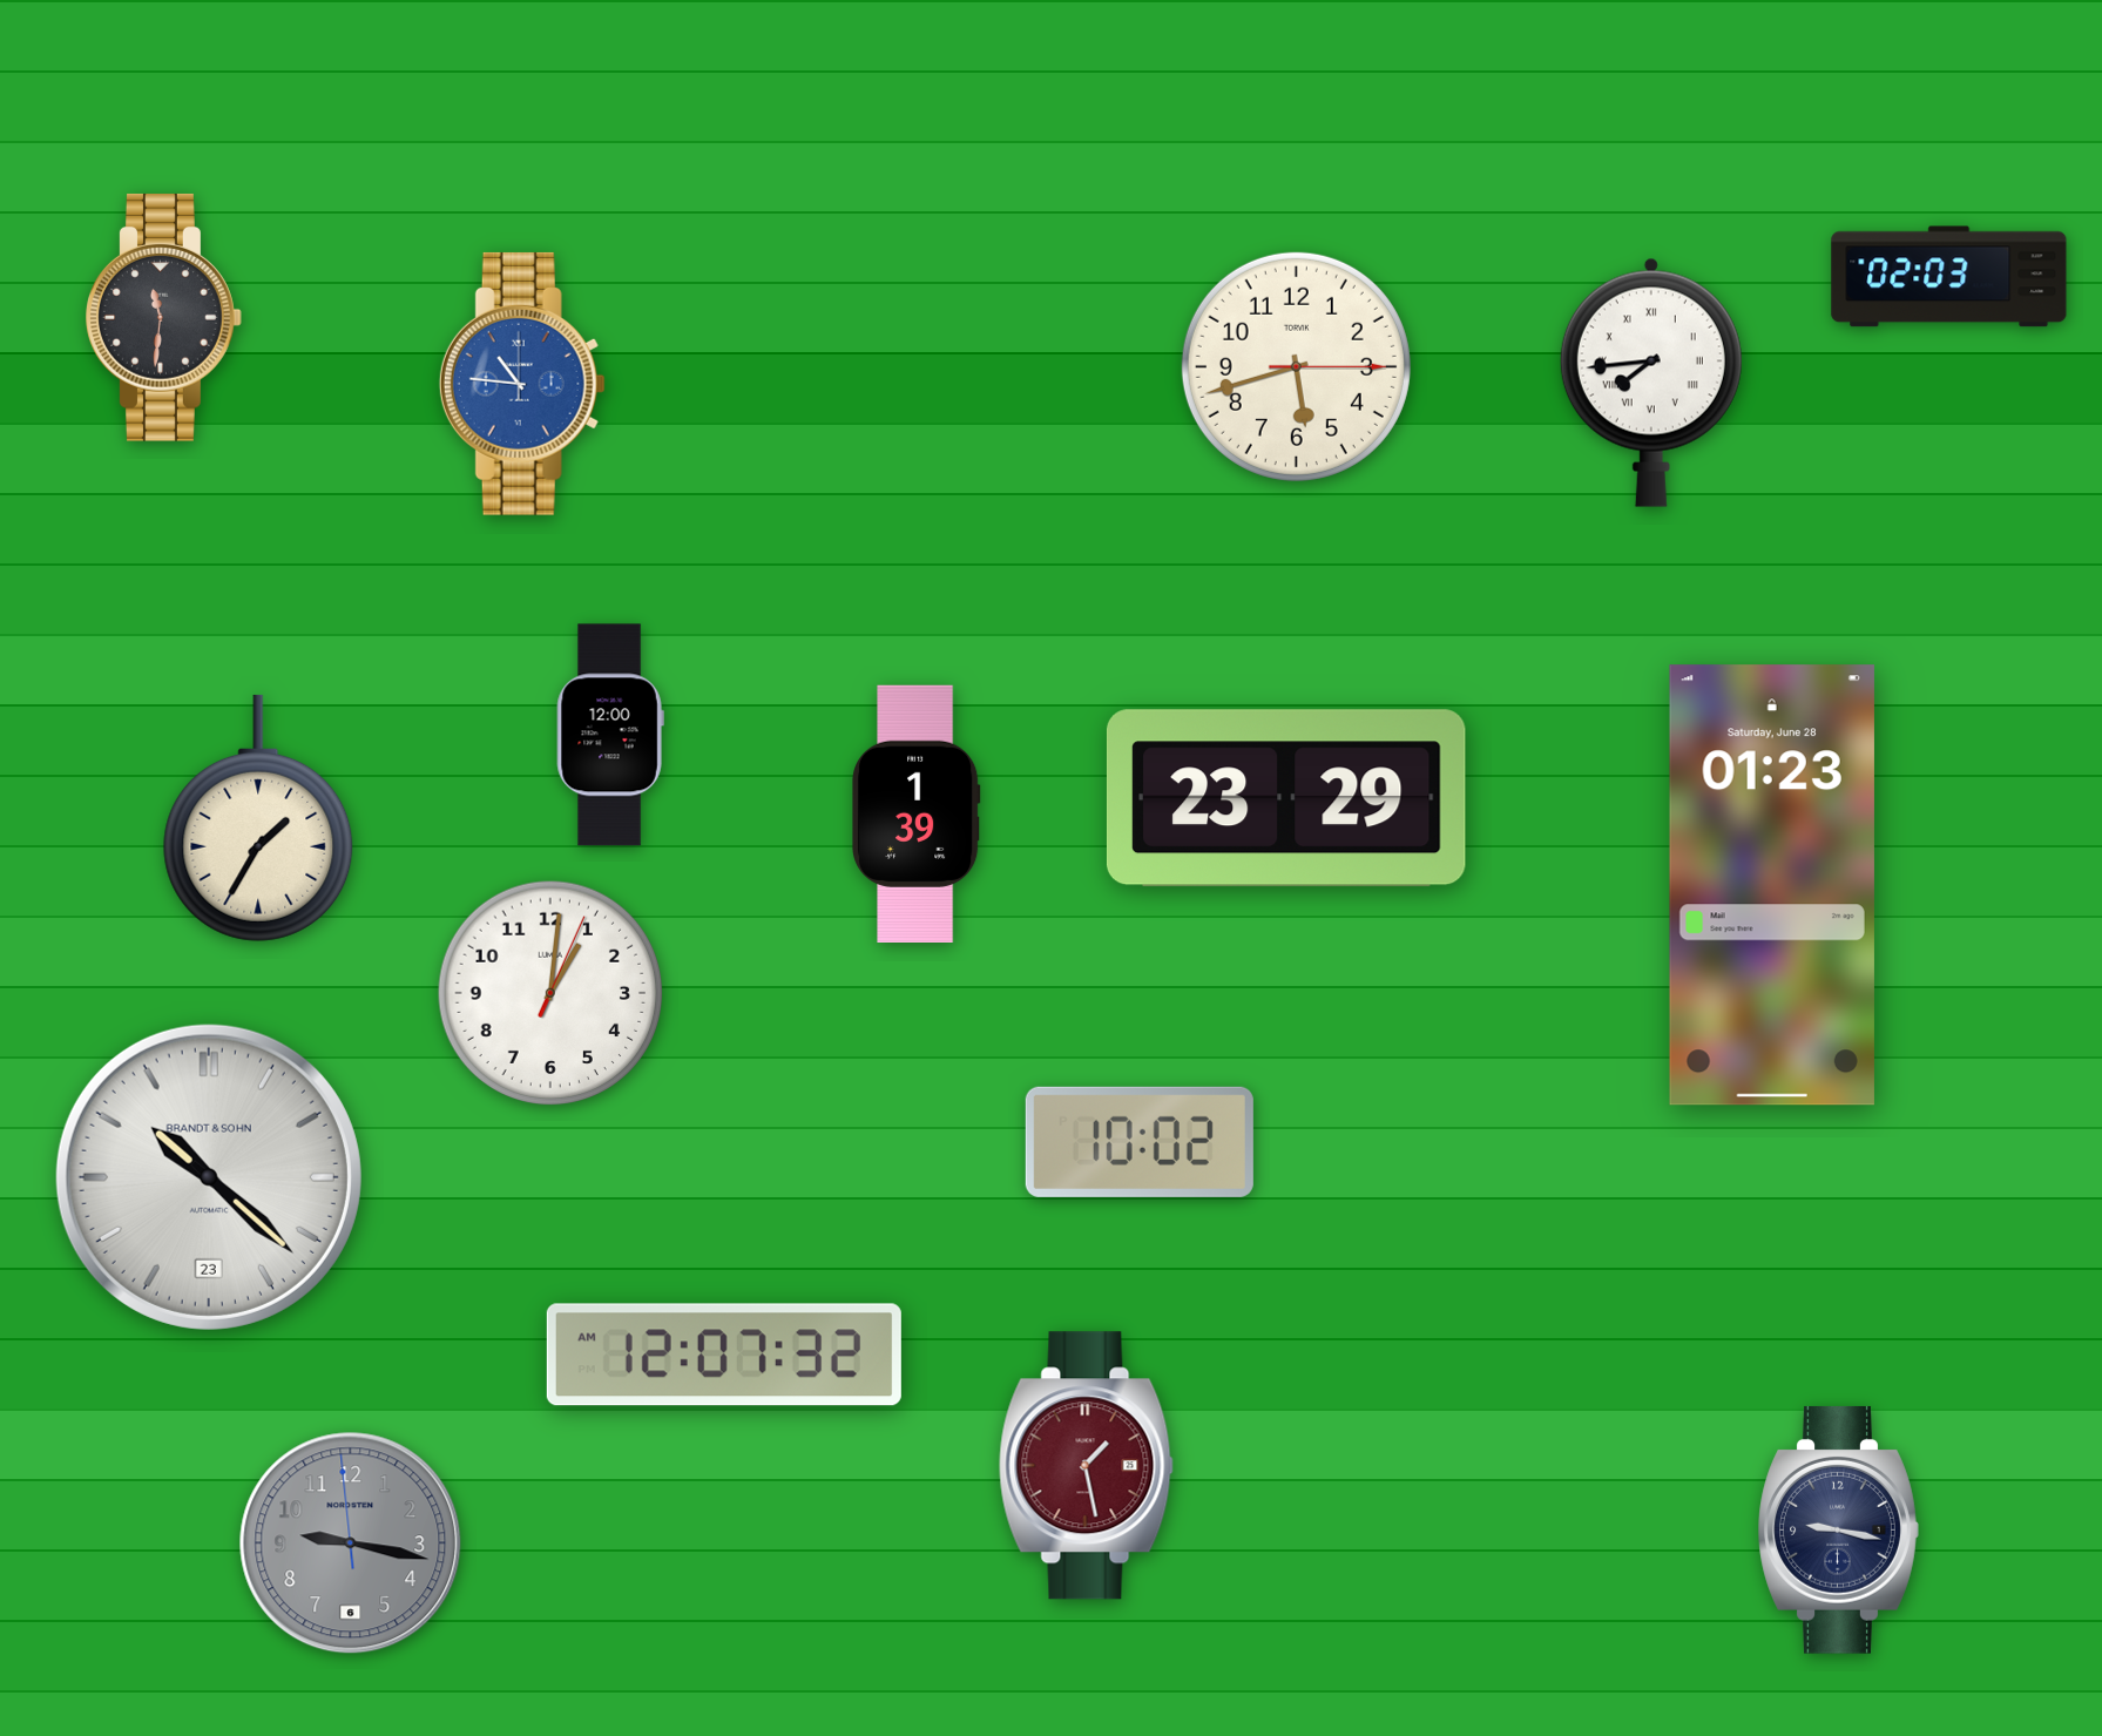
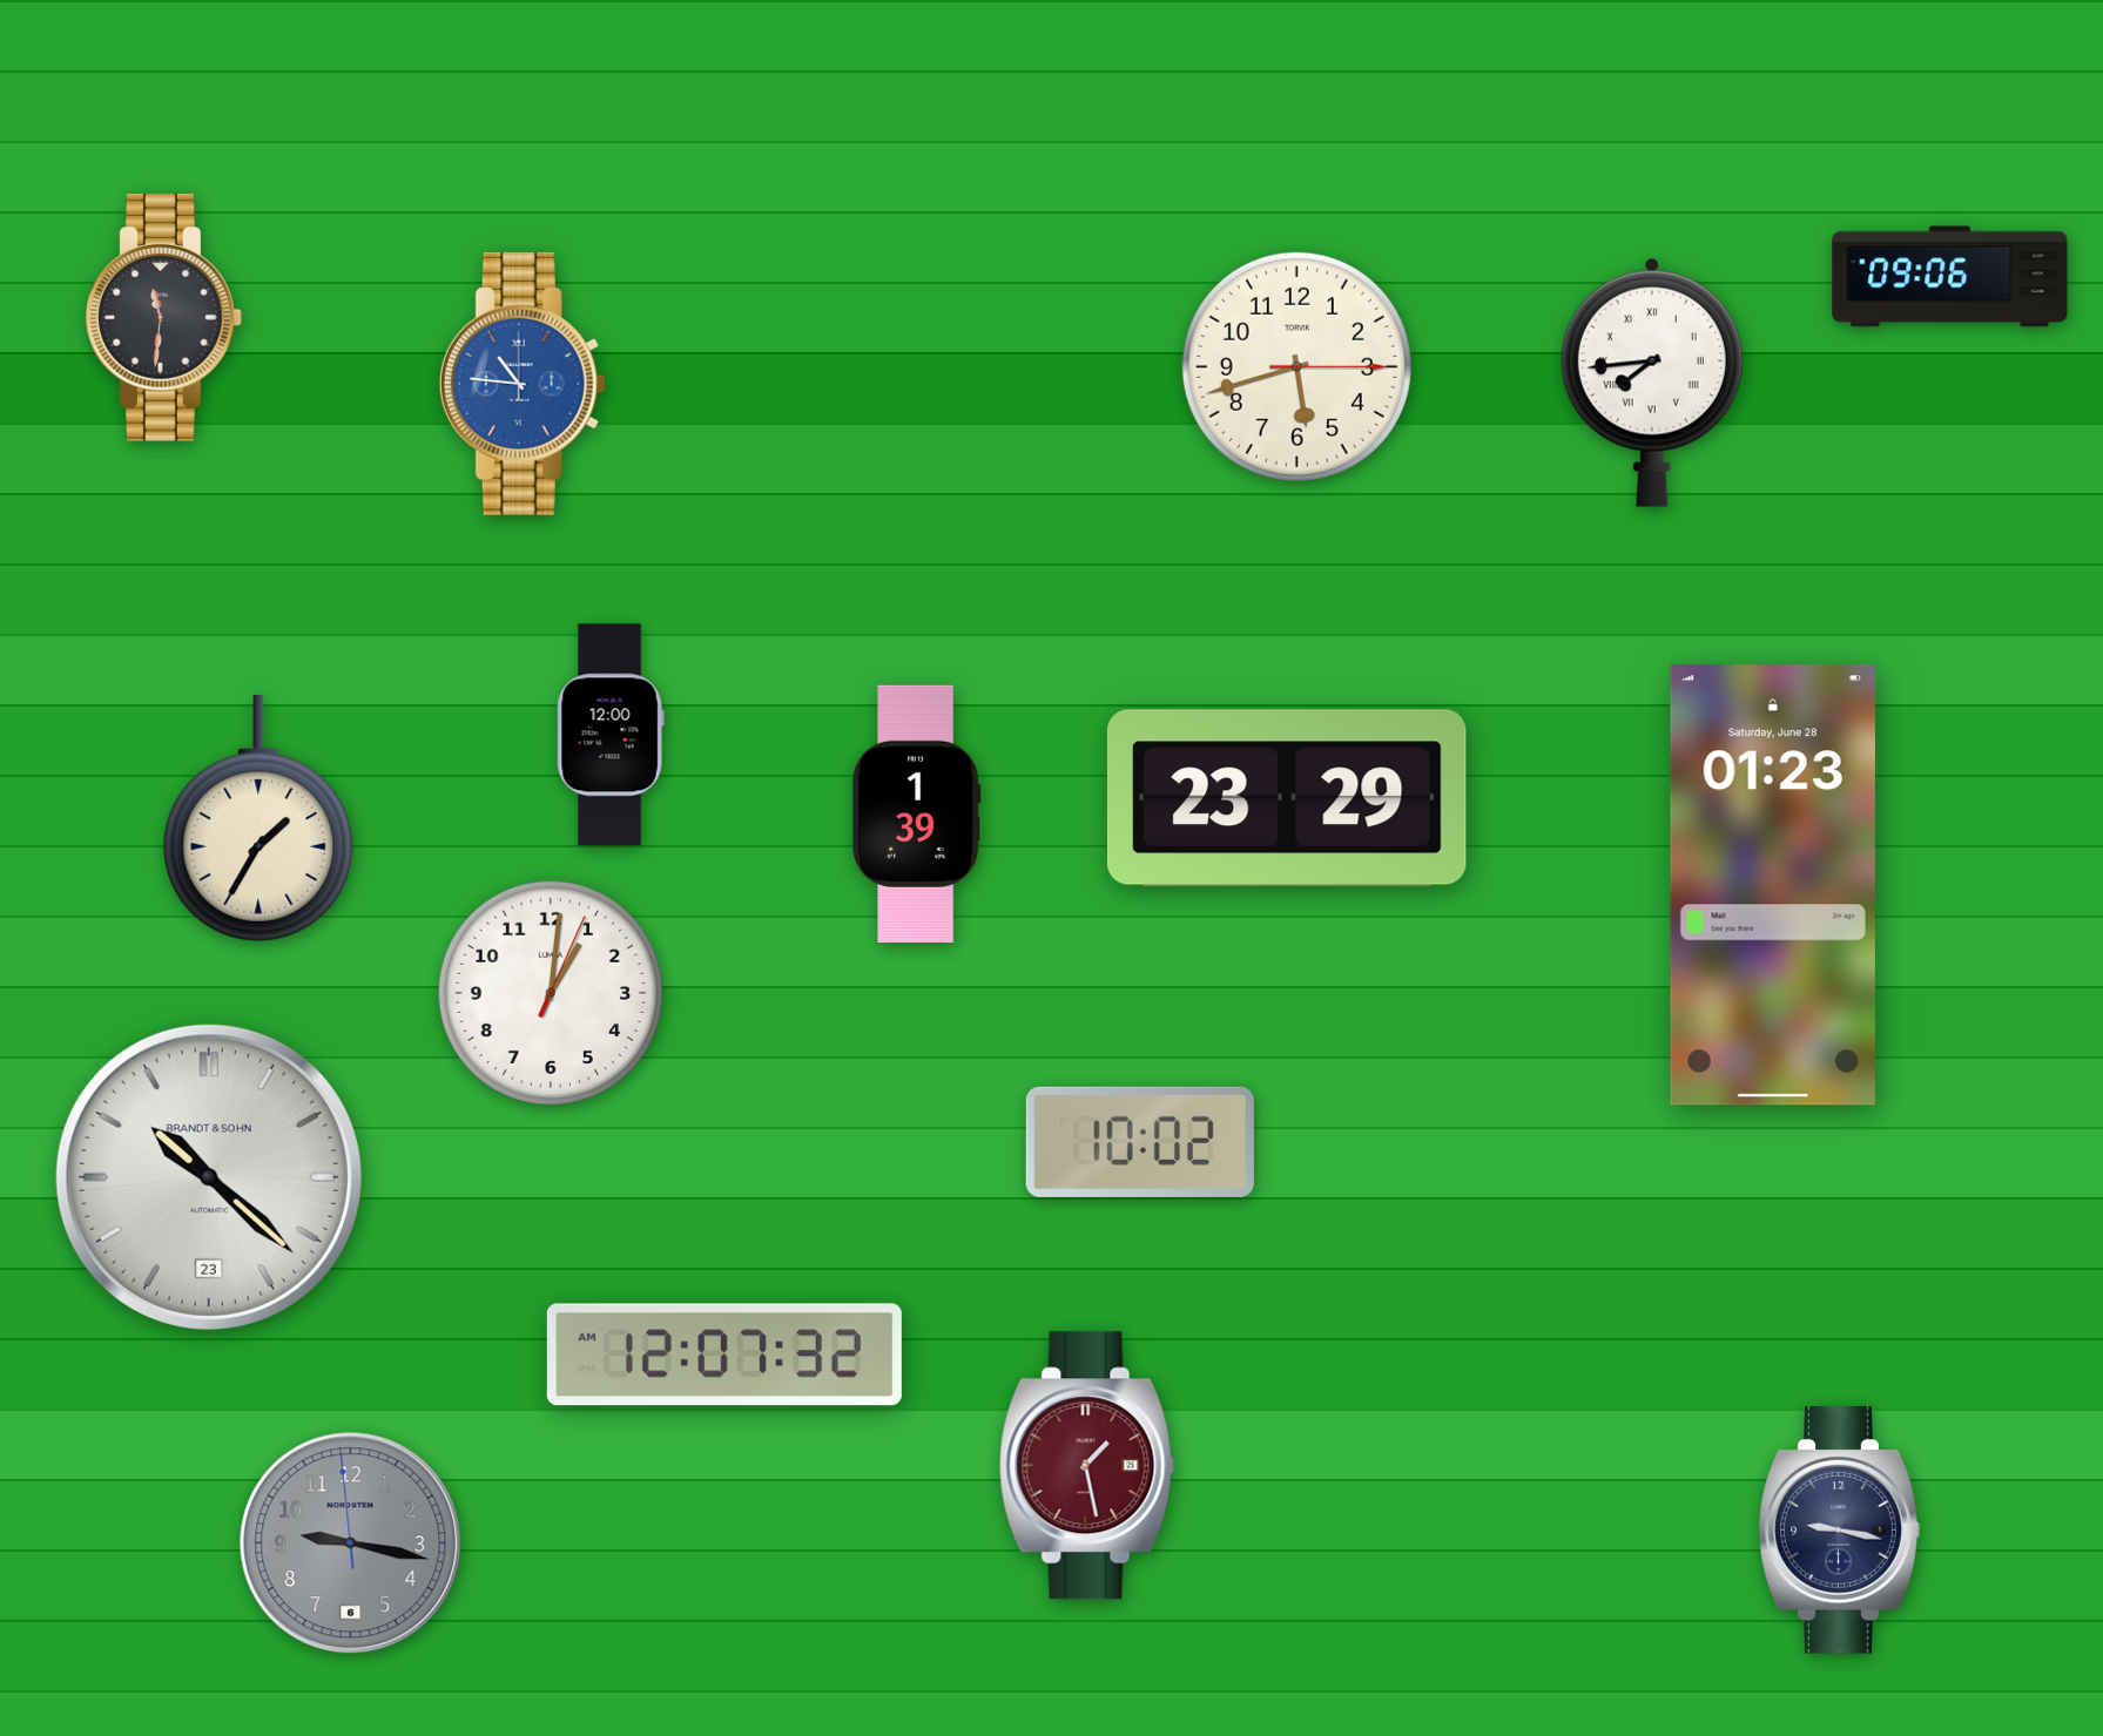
clock at (1949, 277): 02:03 -> 09:06
